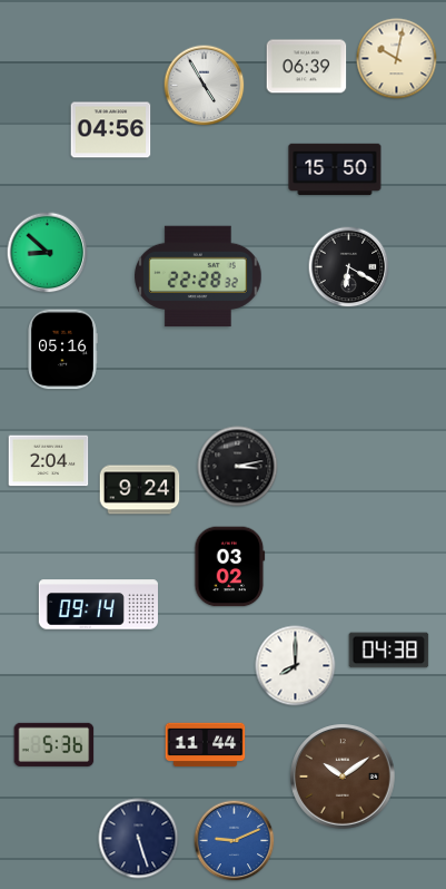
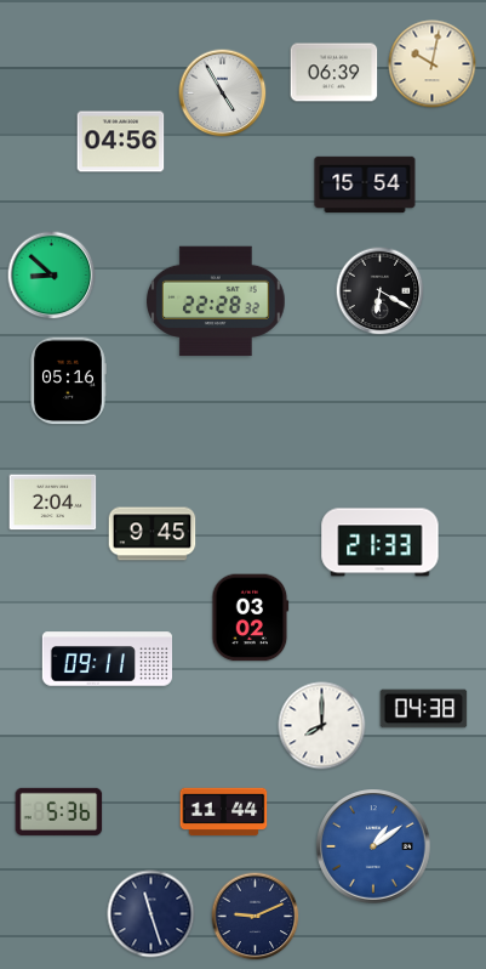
clock at (335, 169): 15:50 -> 15:54
clock at (238, 467): 3:13 -> none
clock at (140, 490): 9:24 -> 9:45
clock at (381, 543): none -> 21:33
clock at (98, 605): 09:14 -> 09:11
clock at (343, 776): 10:09 -> 1:09
clock at (343, 776) dial: brown -> blue
clock at (139, 839): 5:27 -> 11:27
clock at (235, 841) dial: blue -> navy
